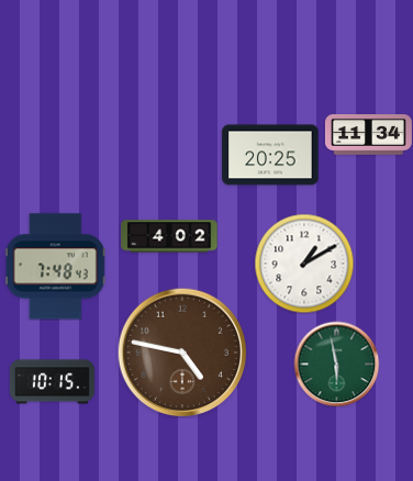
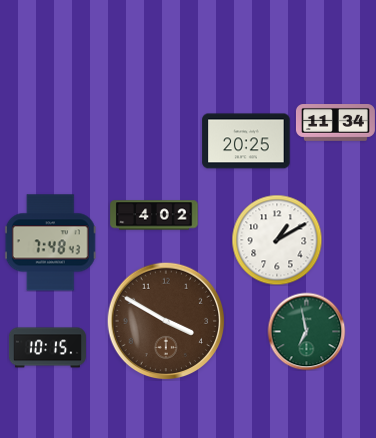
clock at (182, 353): 4:47 -> 3:50
clock at (336, 363): 5:58 -> 6:58
